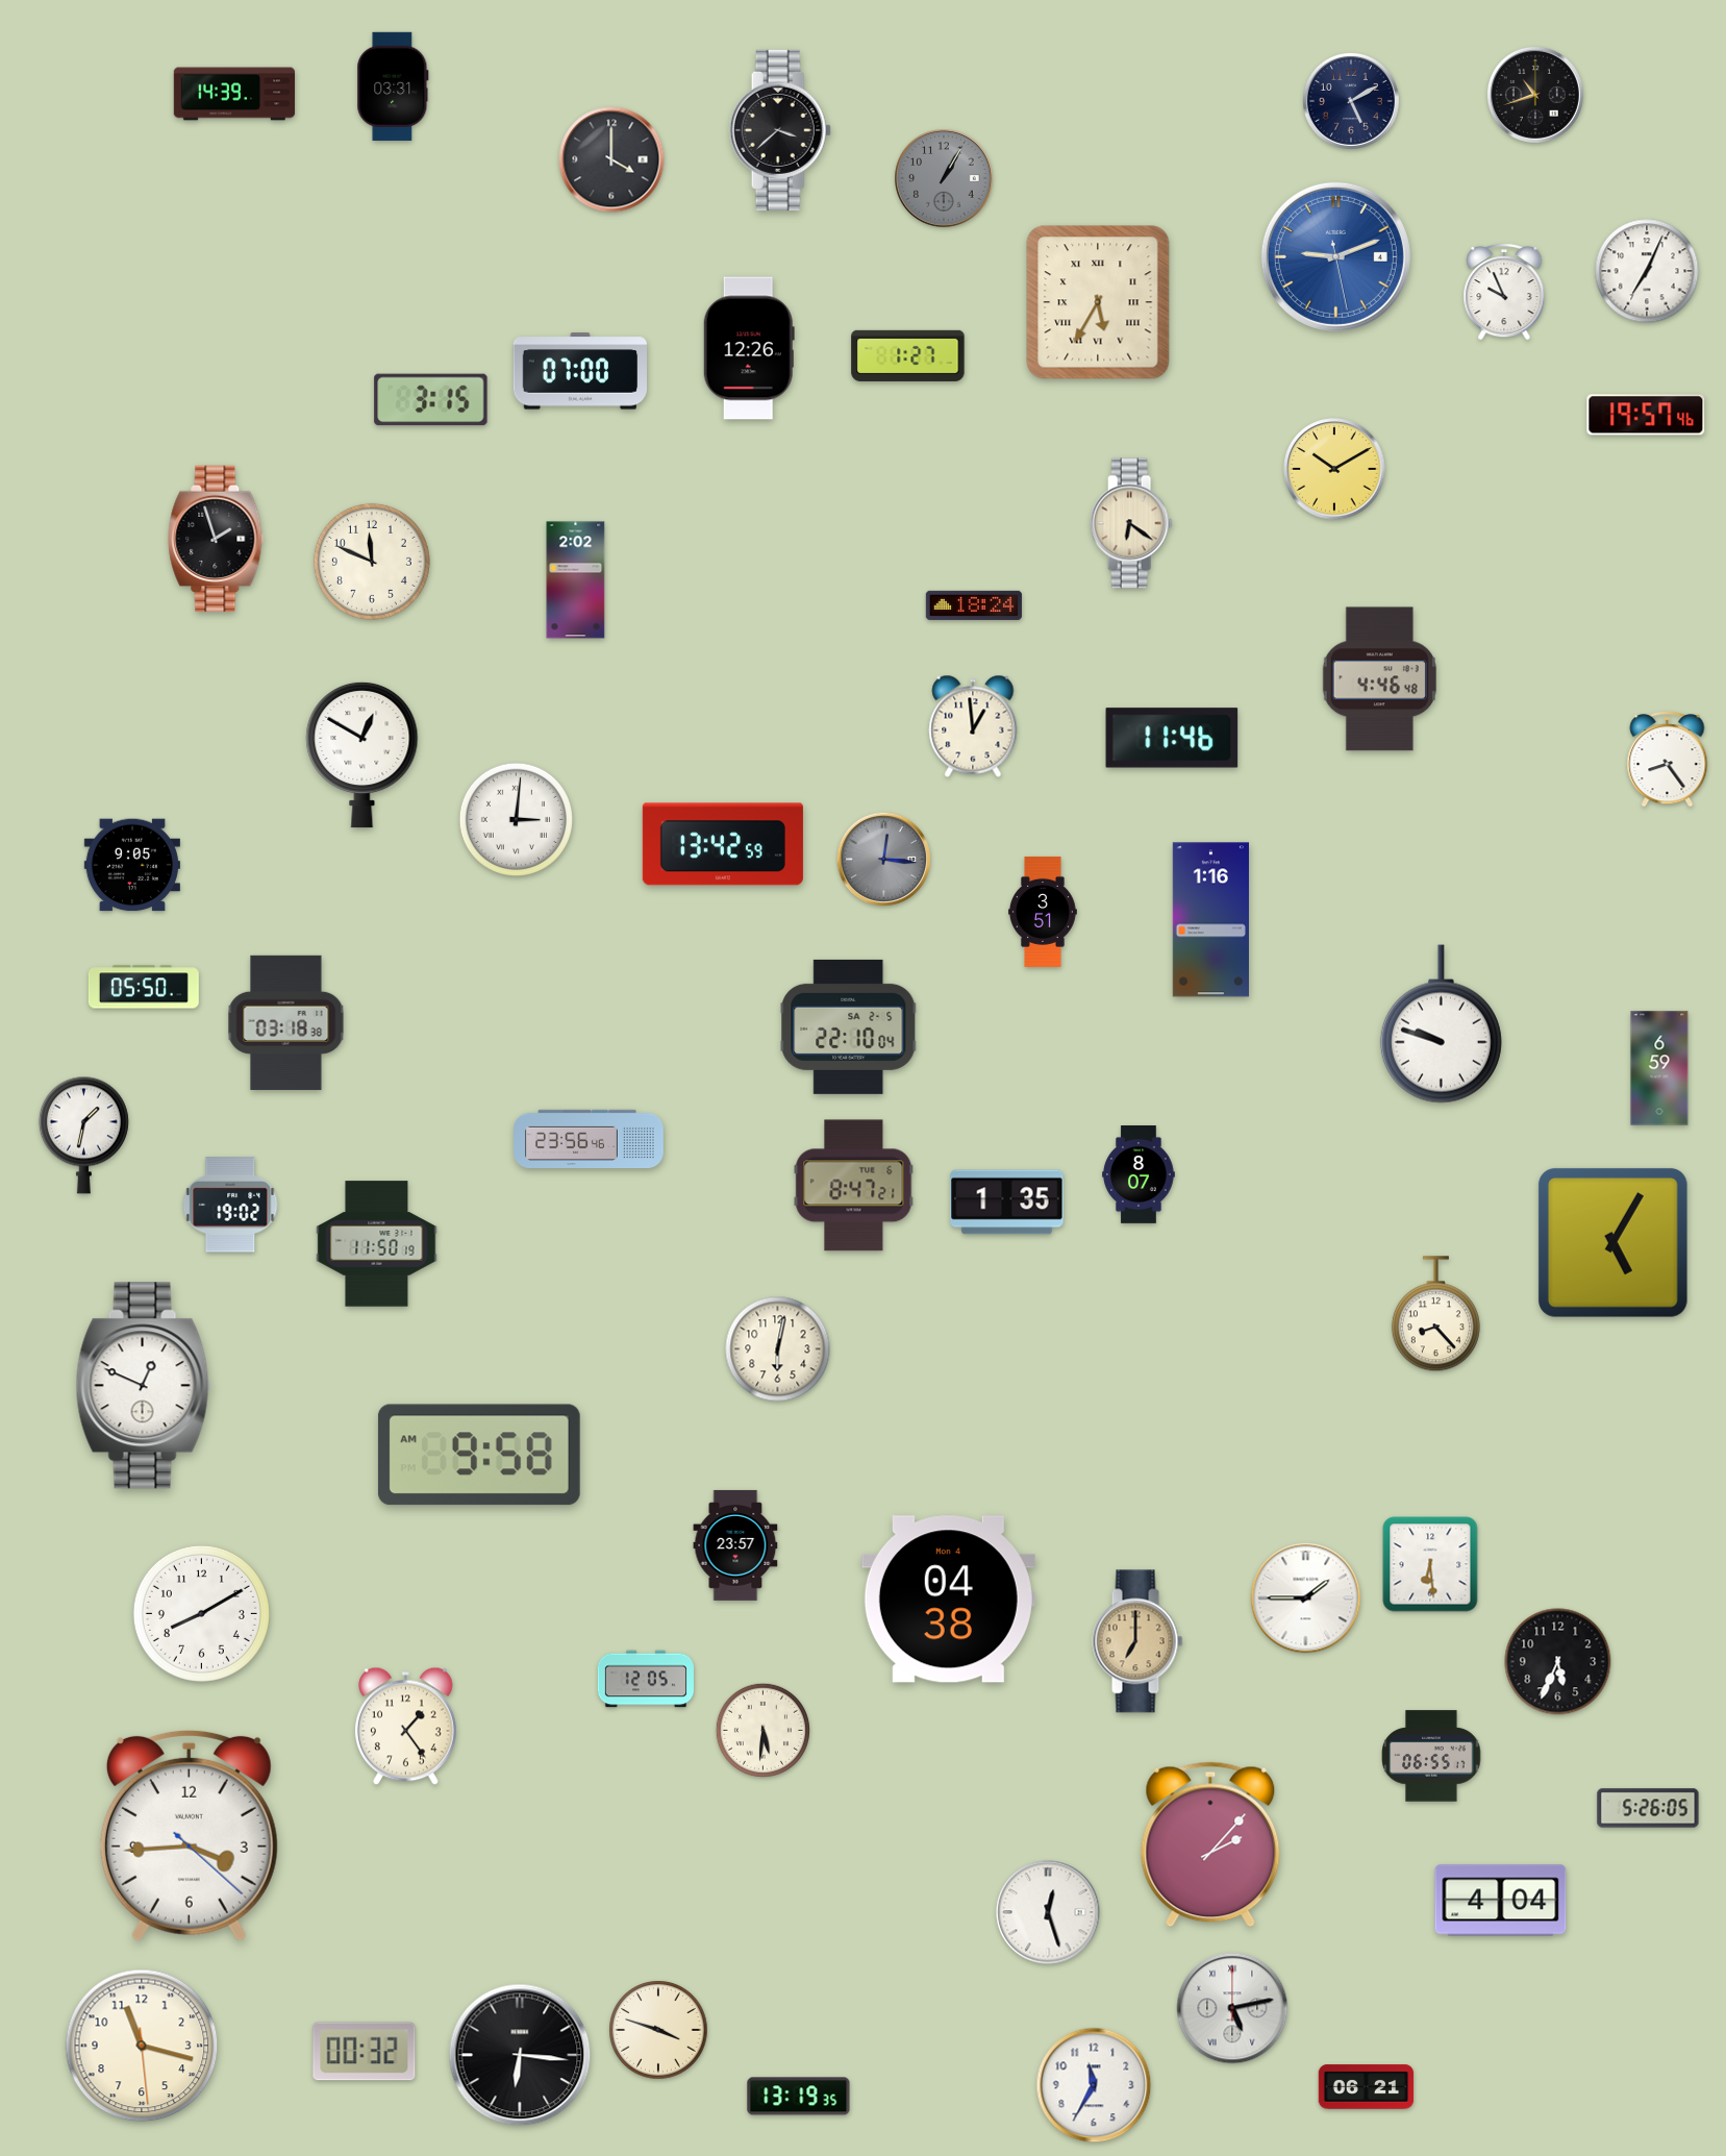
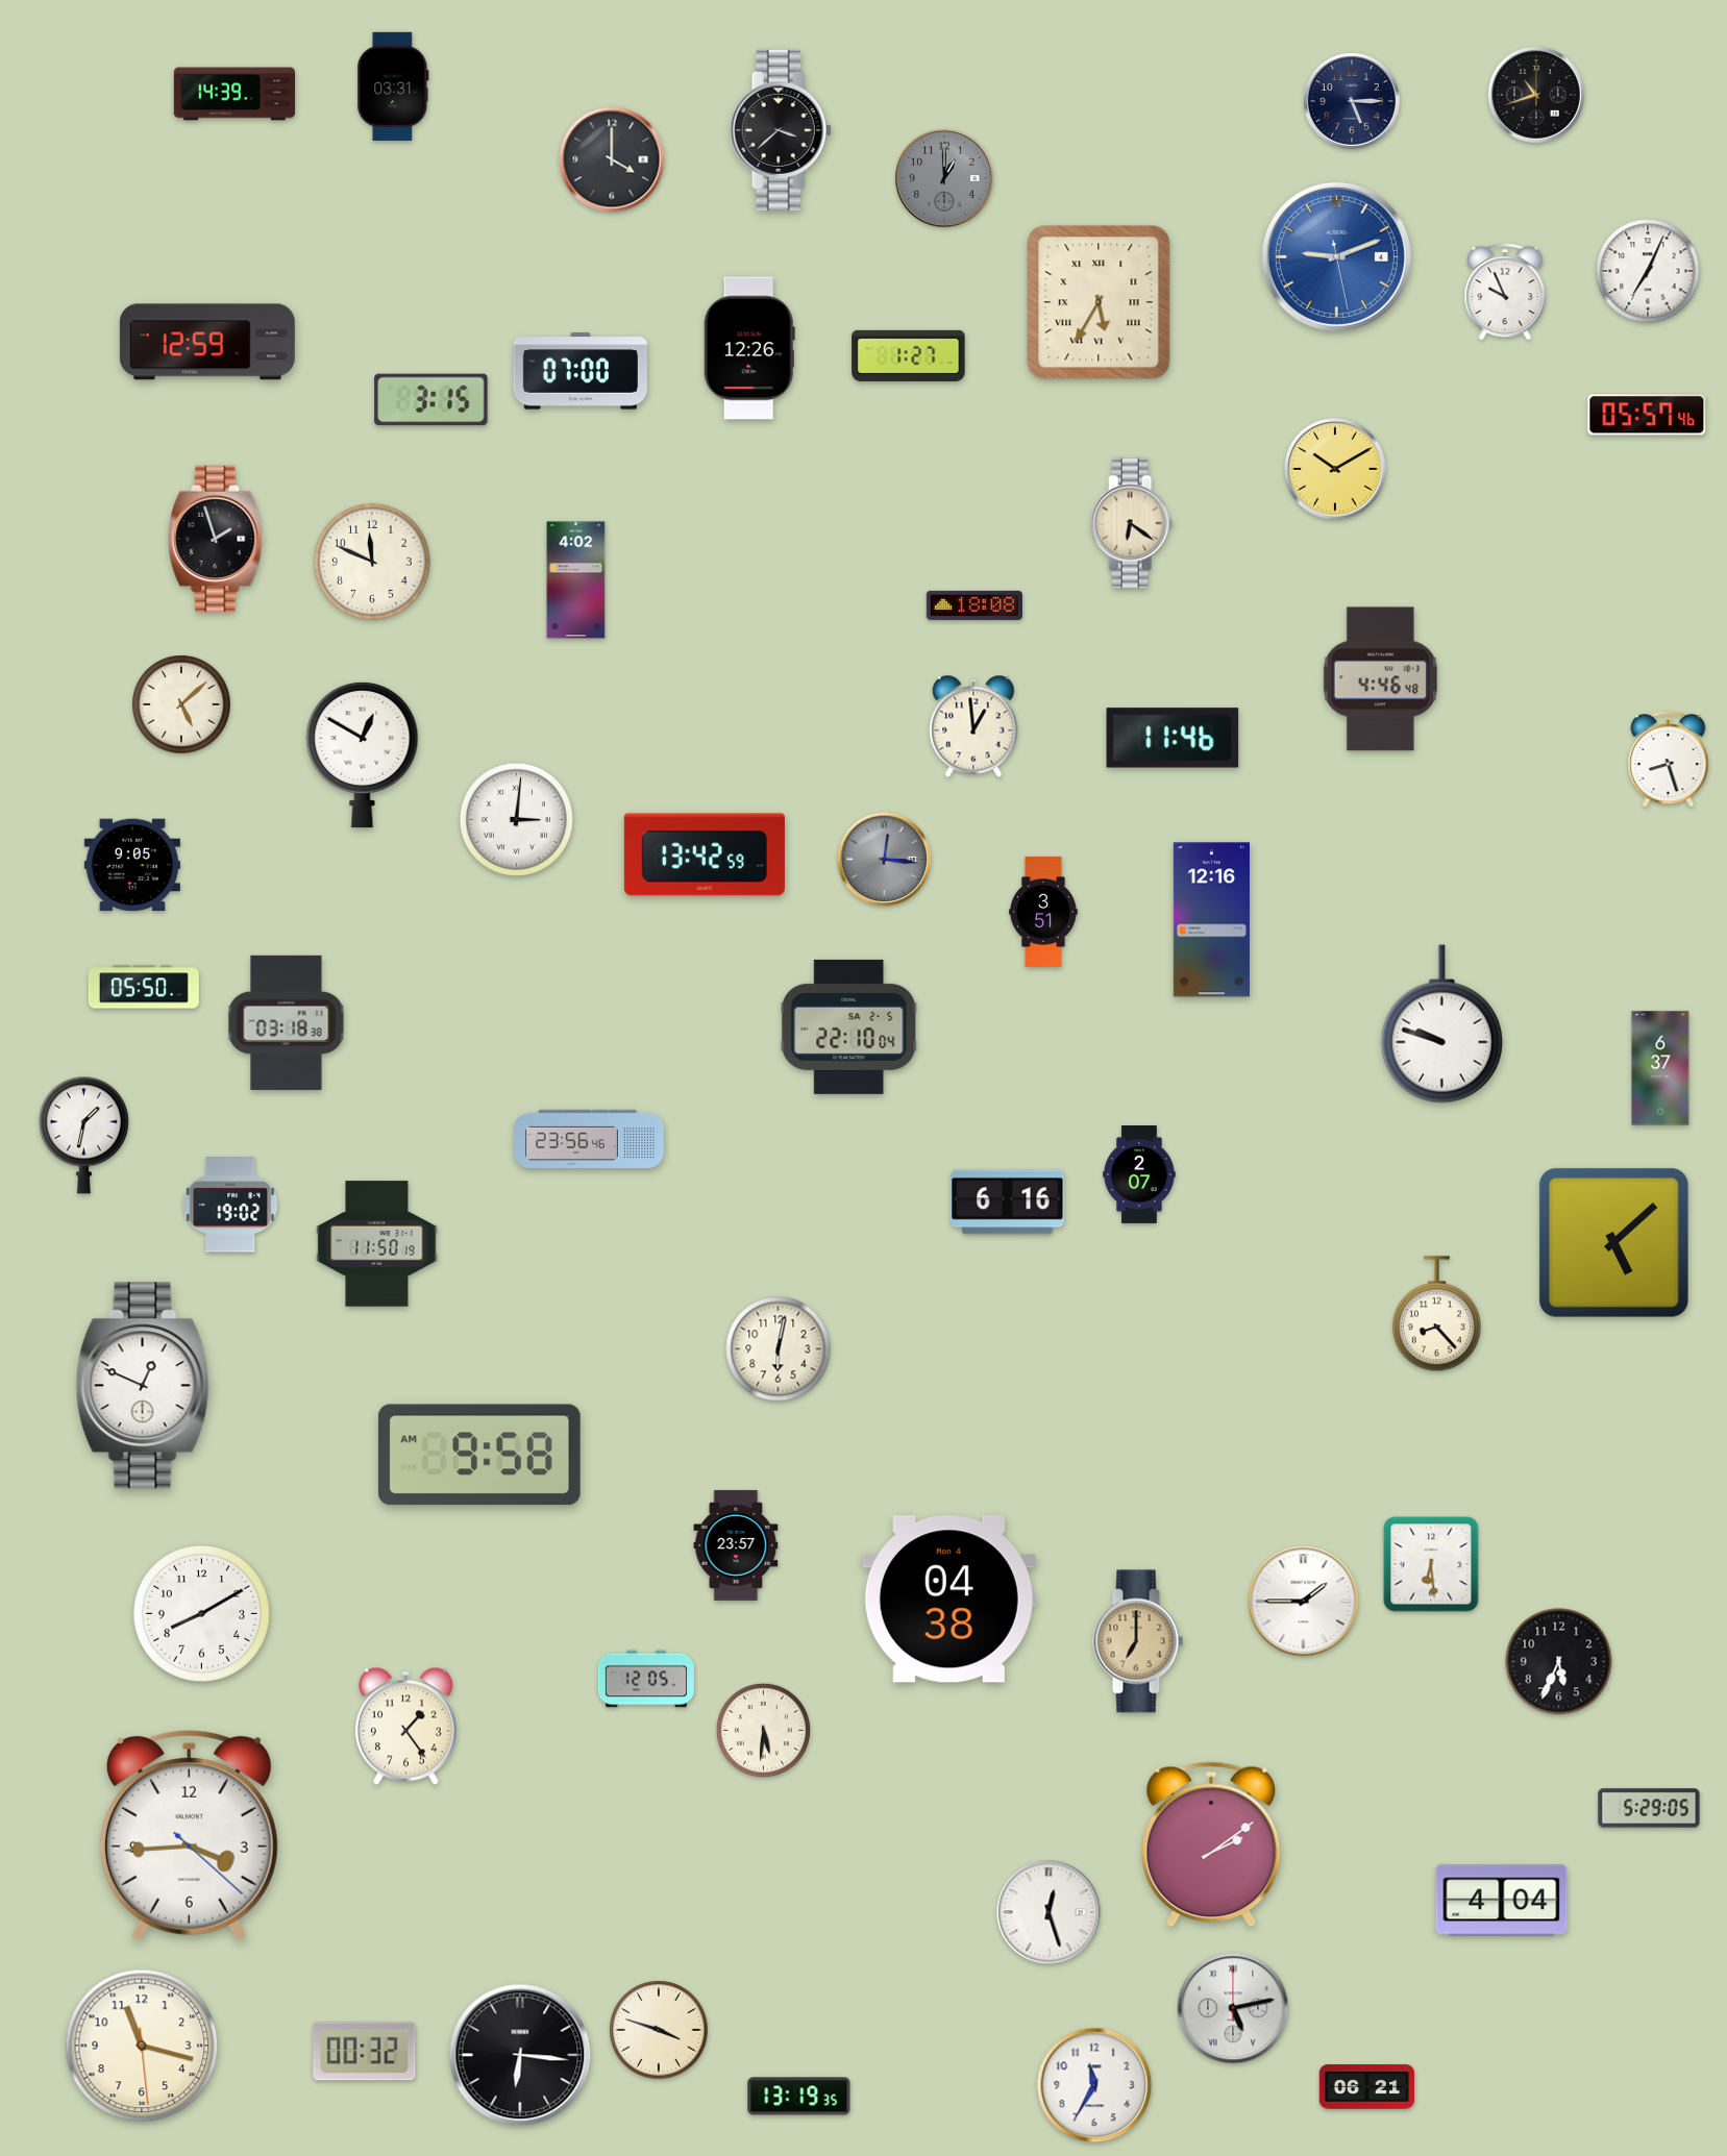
clock at (1351, 101): 5:10 -> 5:15
clock at (945, 179): 1:05 -> 1:00
clock at (207, 342): none -> 12:59
clock at (1646, 415): 19:57 -> 05:57
clock at (576, 580): 2:02 -> 4:02
clock at (974, 605): 18:24 -> 18:08
clock at (181, 704): none -> 5:08
clock at (1668, 760): 8:24 -> 8:27
clock at (723, 844) position: (723, 844) -> (705, 854)
clock at (1210, 920): 1:16 -> 12:16
clock at (1659, 1068): 6:59 -> 6:37
clock at (1139, 1175): 8:07 -> 2:07
clock at (854, 1186): 8:47 -> none
clock at (1007, 1203): 1:35 -> 6:16
clock at (1612, 1242): 5:05 -> 5:08
clock at (1306, 1599) position: (1306, 1599) -> (1304, 1602)
clock at (1431, 1756): 06:55 -> none
clock at (1648, 1808): 5:26 -> 5:29
clock at (1210, 1844): 2:07 -> 2:09
